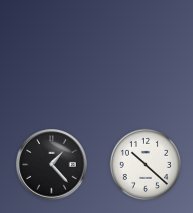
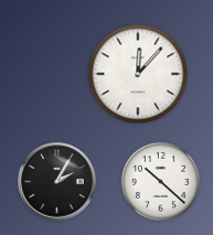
clock at (138, 74): none -> 12:07
clock at (52, 165): 1:23 -> 2:05
